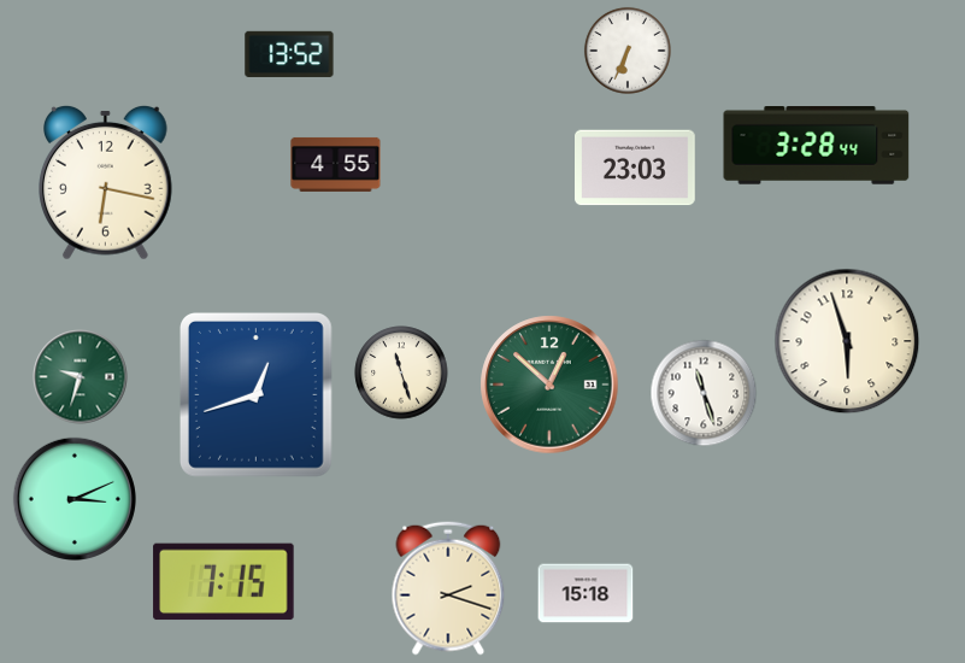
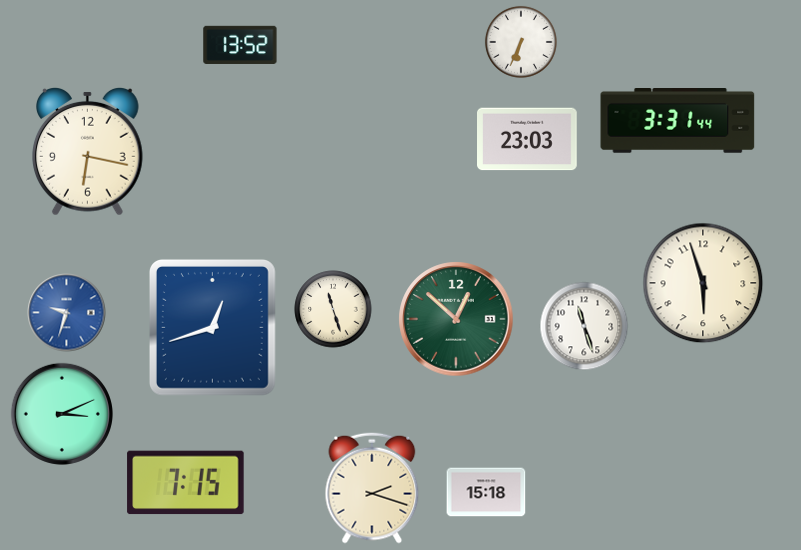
clock at (817, 146): 3:28 -> 3:31
clock at (336, 164): 4:55 -> none
clock at (81, 377) dial: green -> blue
